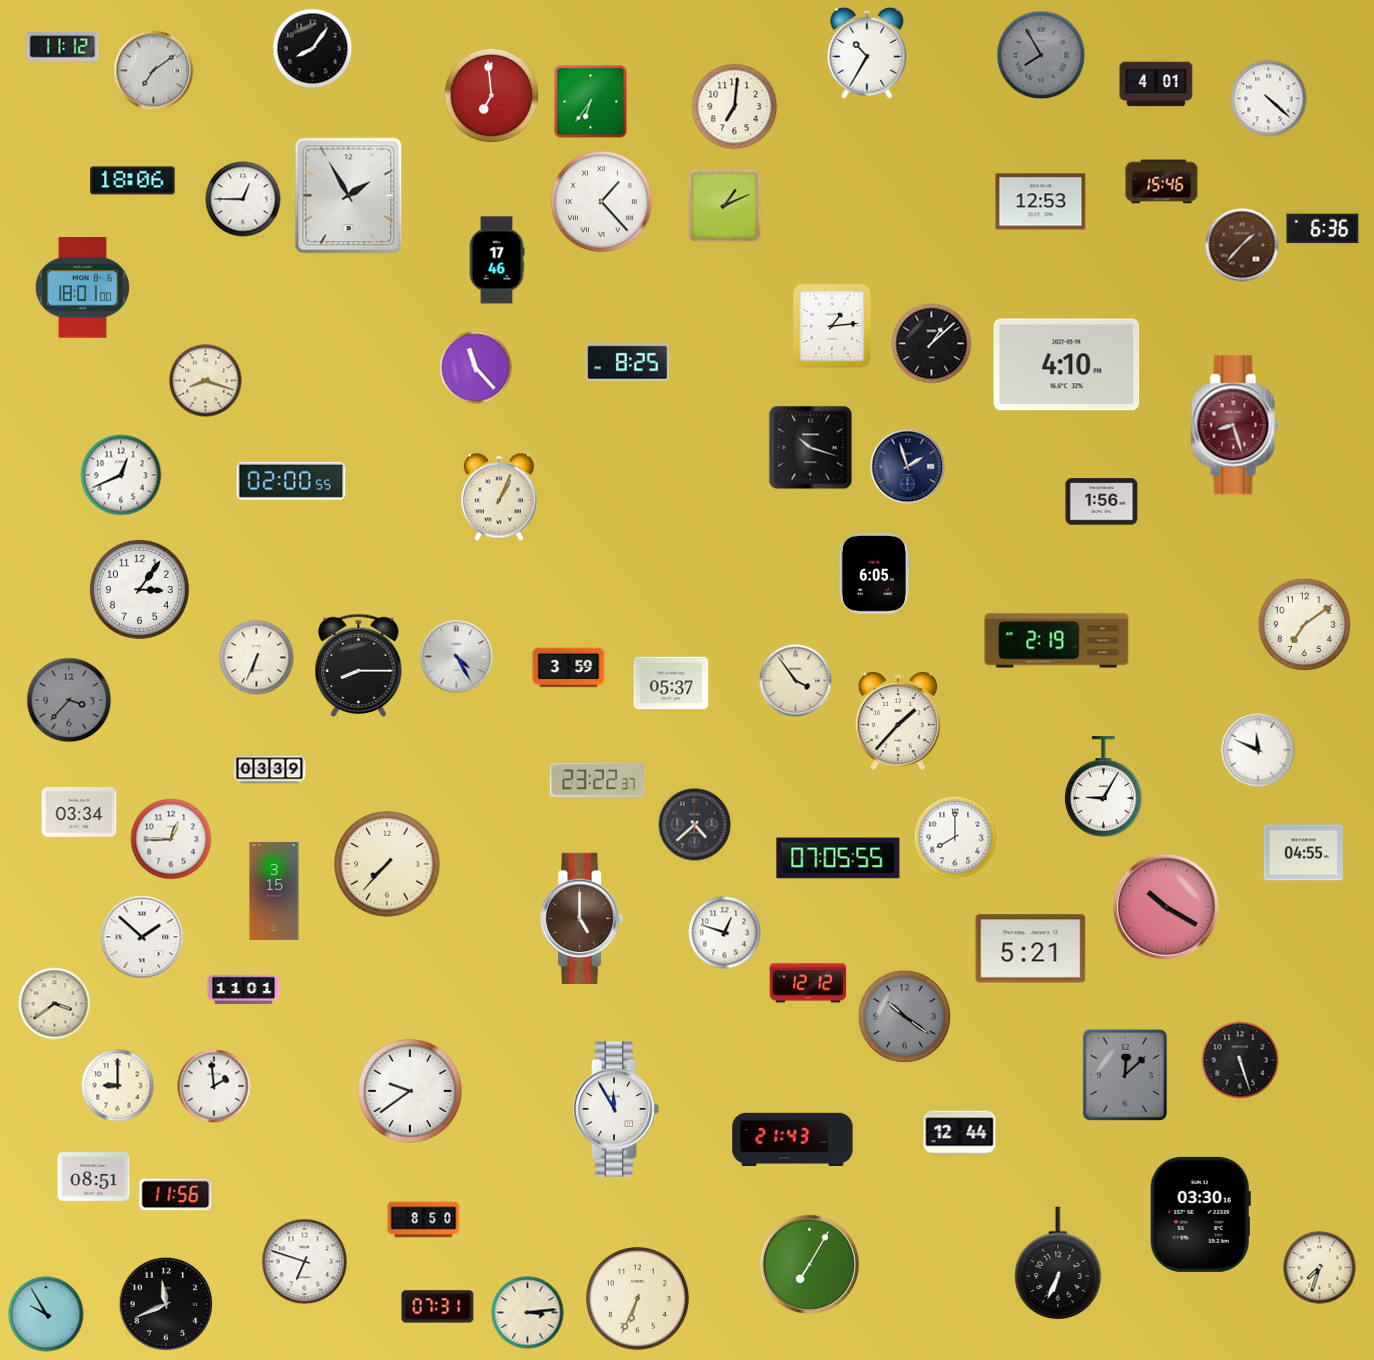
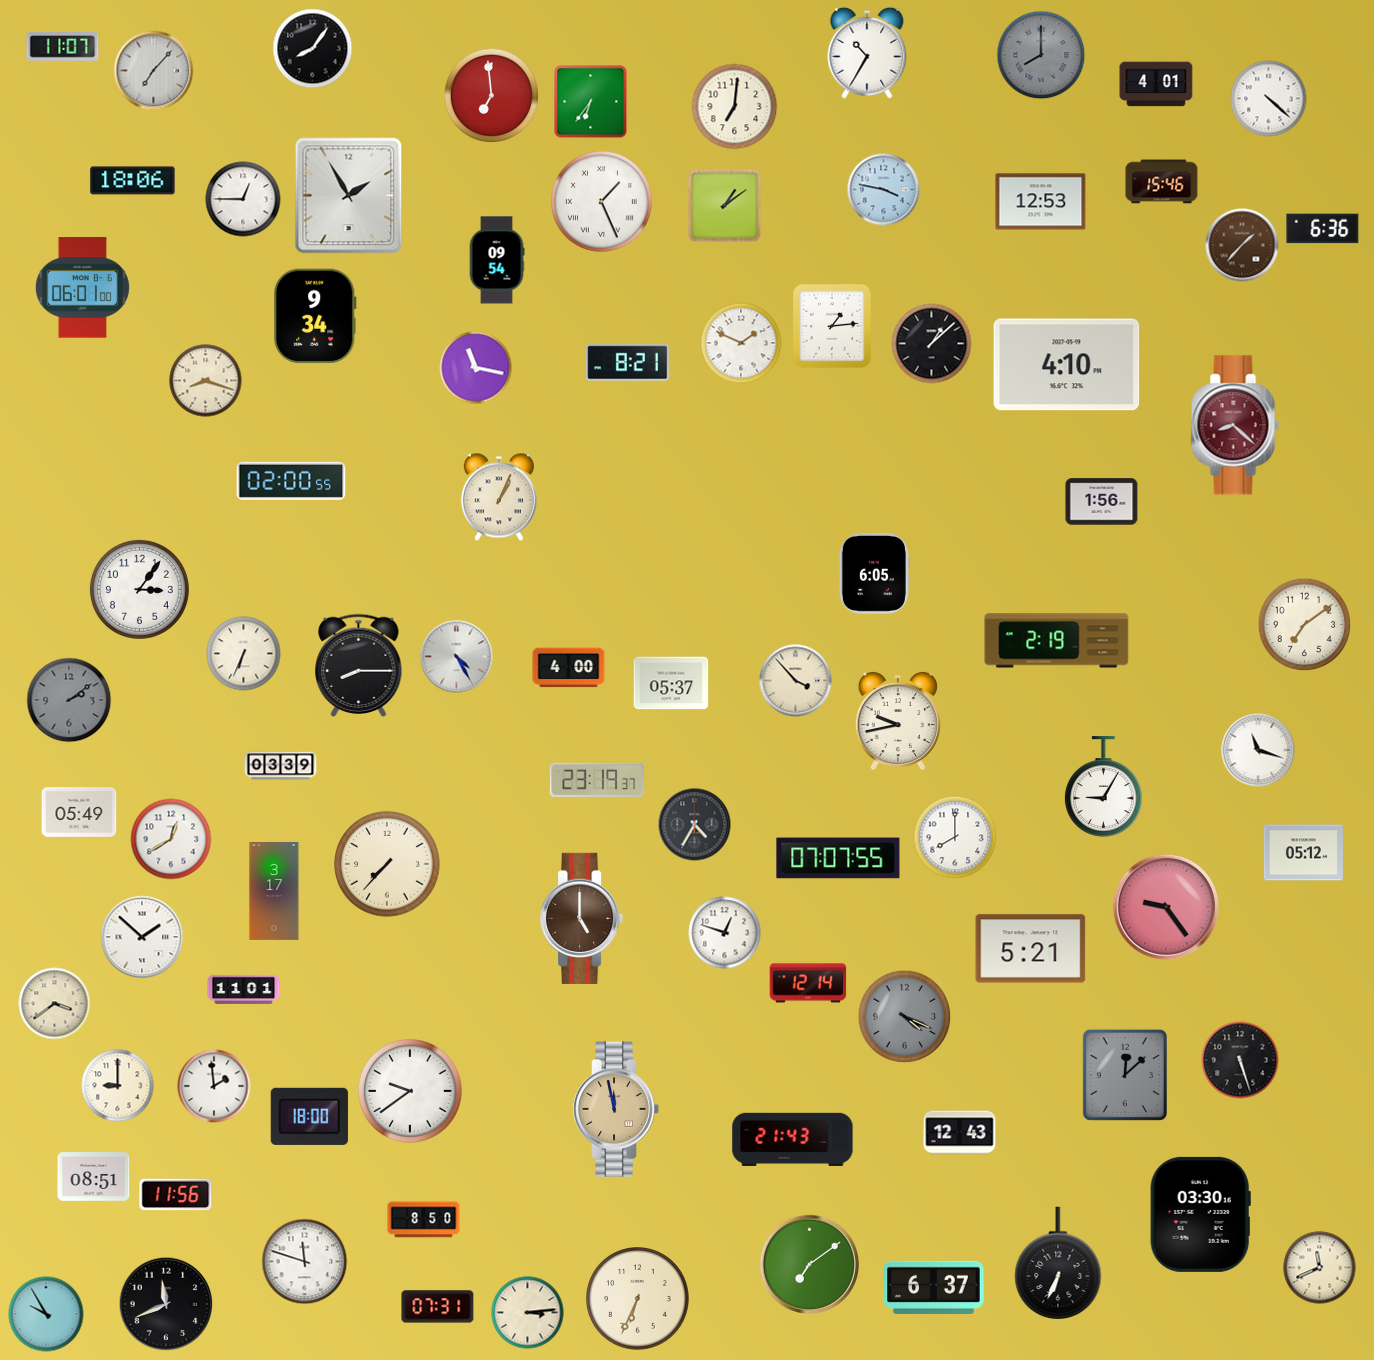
clock at (63, 47): 11:12 -> 11:07
clock at (1041, 55): 7:55 -> 8:00
clock at (154, 71): 7:09 -> 7:07
clock at (884, 190): none -> 3:47
clock at (601, 201): 1:23 -> 1:26
clock at (725, 206): 1:11 -> 1:09
clock at (497, 260): 17:46 -> 09:54
clock at (82, 288): 18:01 -> 06:01
clock at (315, 316): none -> 9:34
clock at (741, 343): none -> 1:49
clock at (628, 363): 8:25 -> 8:21
clock at (476, 368): 11:23 -> 11:17
clock at (1235, 425): 8:27 -> 8:22
clock at (811, 448): 10:18 -> none
clock at (908, 467): 1:57 -> none
clock at (121, 475): 12:41 -> none
clock at (257, 658) position: (257, 658) -> (244, 654)
clock at (569, 668): 3:59 -> 4:00
clock at (796, 681): 3:54 -> 3:53
clock at (69, 700): 3:37 -> 2:09
clock at (898, 721): 1:37 -> 9:43
clock at (1258, 750): 11:49 -> 11:18
clock at (270, 770) position: (270, 770) -> (281, 766)
clock at (597, 780): 23:22 -> 23:19
clock at (79, 813): 03:34 -> 05:49
clock at (695, 825): 4:38 -> 4:35
clock at (171, 839): 12:45 -> 12:40
clock at (1303, 853): 04:55 -> 05:12
clock at (838, 858): 07:05 -> 07:07
clock at (274, 891): 3:15 -> 3:17
clock at (1166, 907): 10:20 -> 9:24
clock at (808, 983): 12:12 -> 12:14
clock at (905, 1017): 10:21 -> 4:19
clock at (616, 1109): 11:55 -> 11:58
clock at (616, 1109) dial: white -> champagne
clock at (309, 1116): none -> 18:00
clock at (960, 1133): 12:44 -> 12:43
clock at (305, 1262): 6:48 -> 11:48
clock at (809, 1264): 7:05 -> 7:09
clock at (1320, 1268): 7:33 -> 11:41
clock at (934, 1287): none -> 6:37
